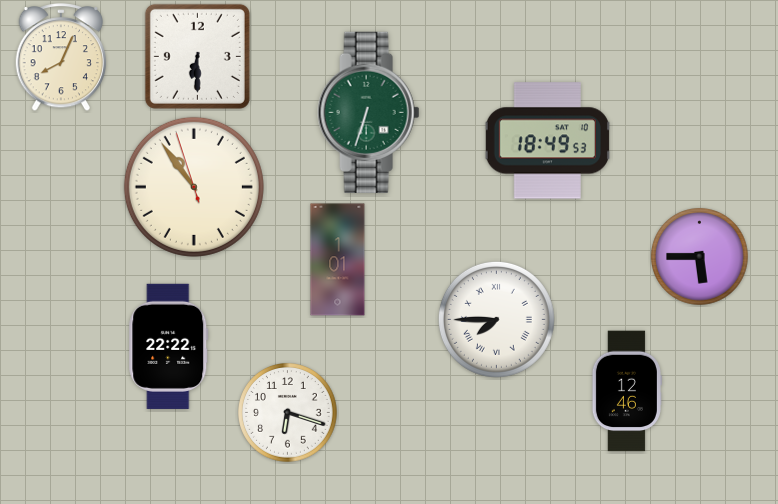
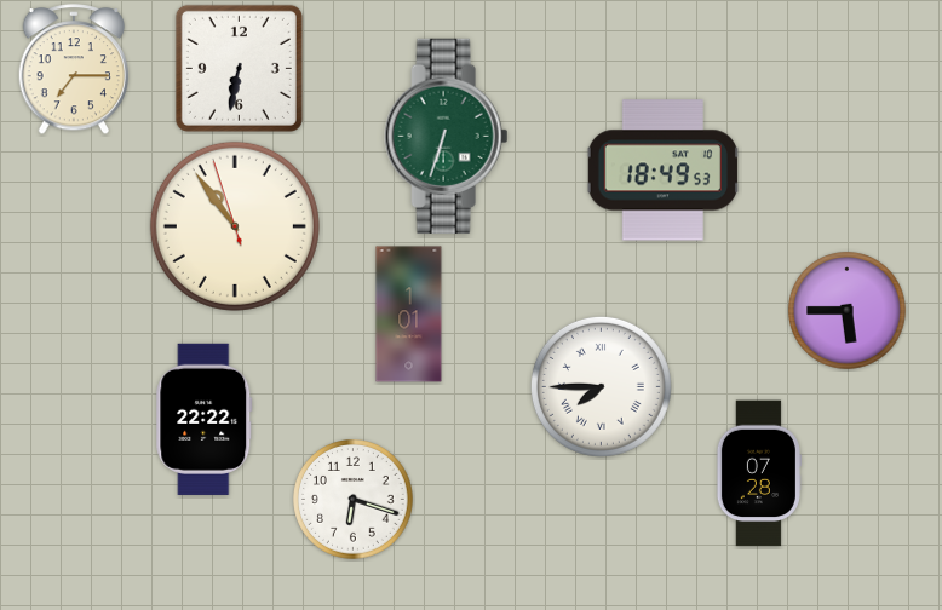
clock at (197, 56): 6:30 -> 6:32
clock at (61, 58): 8:04 -> 7:15
clock at (626, 391): 12:46 -> 07:28
clock at (288, 413) position: (288, 413) -> (354, 500)
